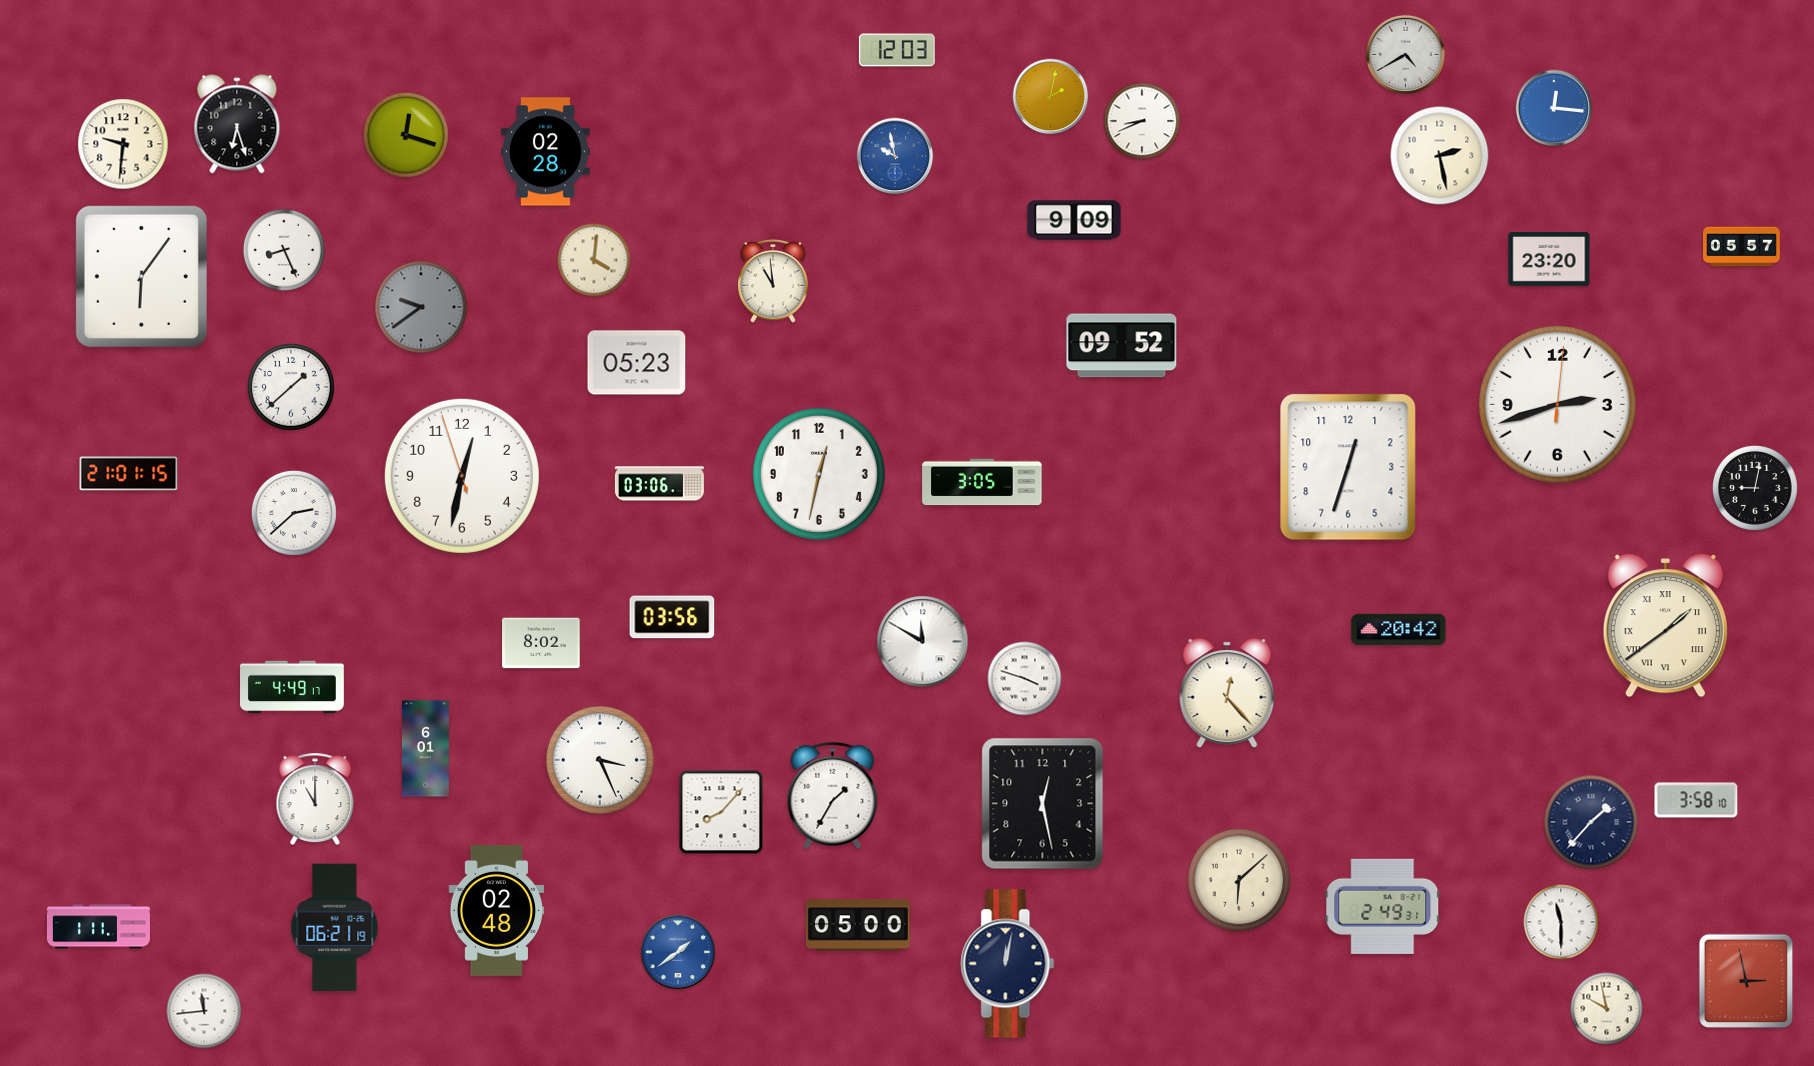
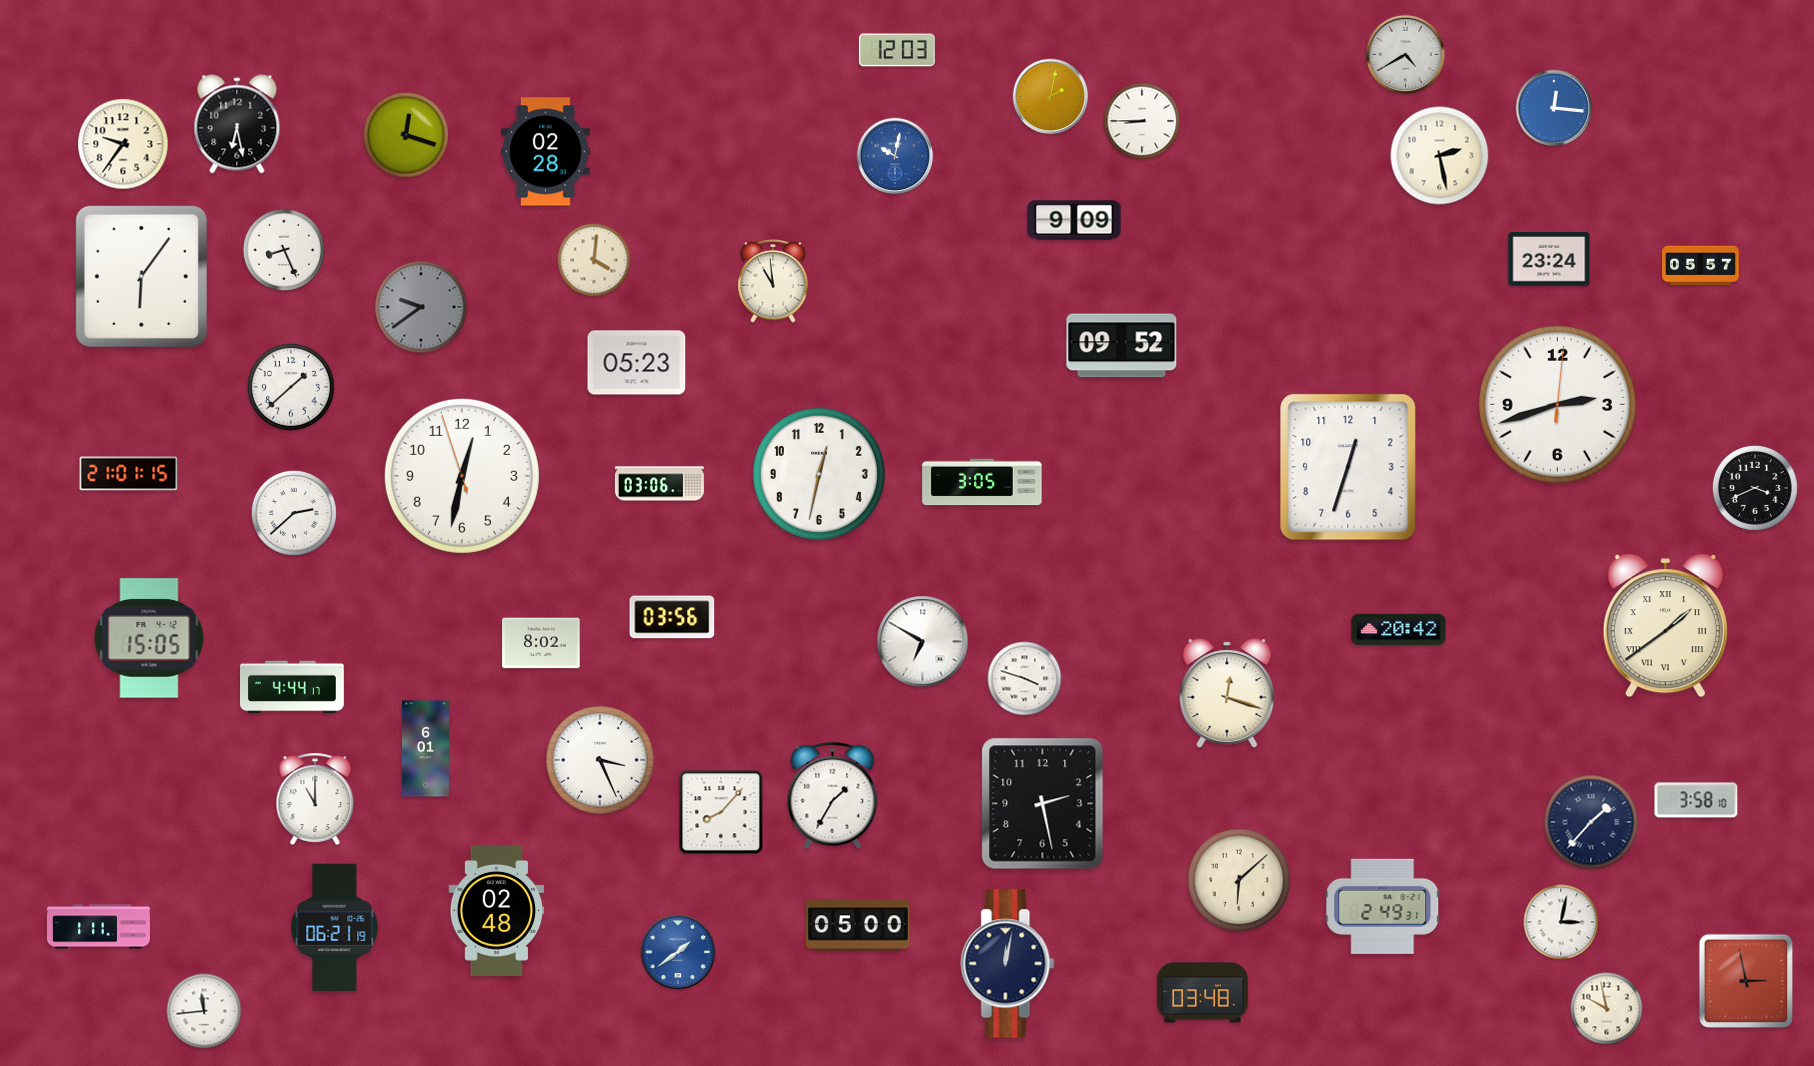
clock at (1142, 121): 8:41 -> 8:45
clock at (237, 124): 6:27 -> 6:28
clock at (123, 144): 9:31 -> 9:36
clock at (895, 156): 9:58 -> 10:02
clock at (1742, 247) position: (1742, 247) -> (1701, 266)
clock at (1549, 259): 23:20 -> 23:24
clock at (1755, 488): 9:02 -> 3:41
clock at (149, 638): none -> 15:05
clock at (923, 642): 11:50 -> 6:50
clock at (293, 687): 4:49 -> 4:44
clock at (1227, 693): 12:23 -> 12:18
clock at (1043, 804): 12:28 -> 2:28
clock at (1561, 922): 11:30 -> 3:02
clock at (1203, 993): none -> 03:48
